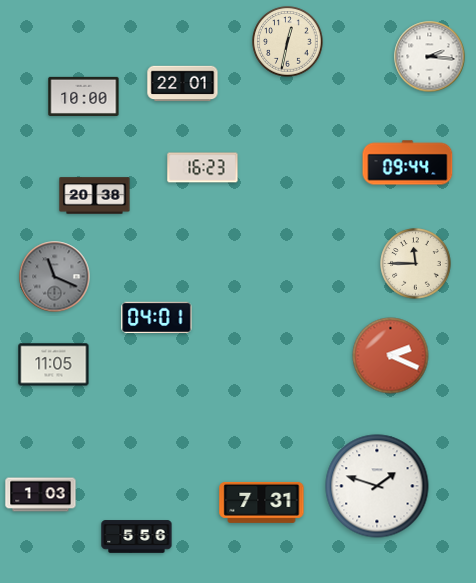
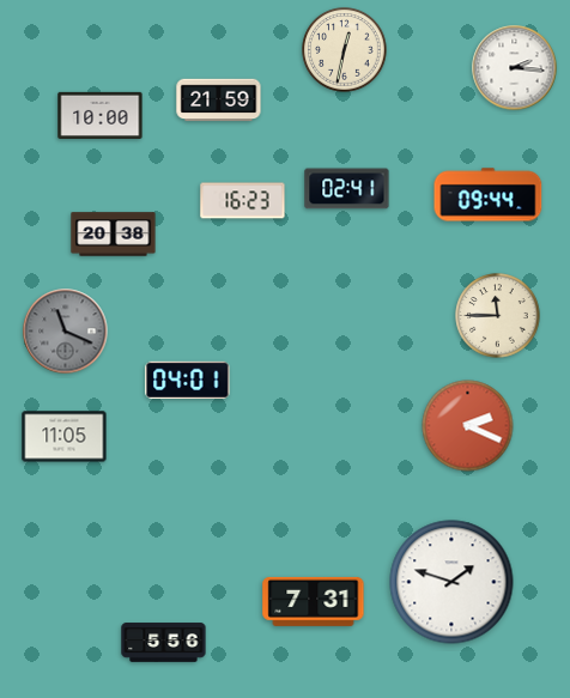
clock at (183, 84): 22:01 -> 21:59
clock at (347, 189): none -> 02:41
clock at (41, 495): 1:03 -> none
